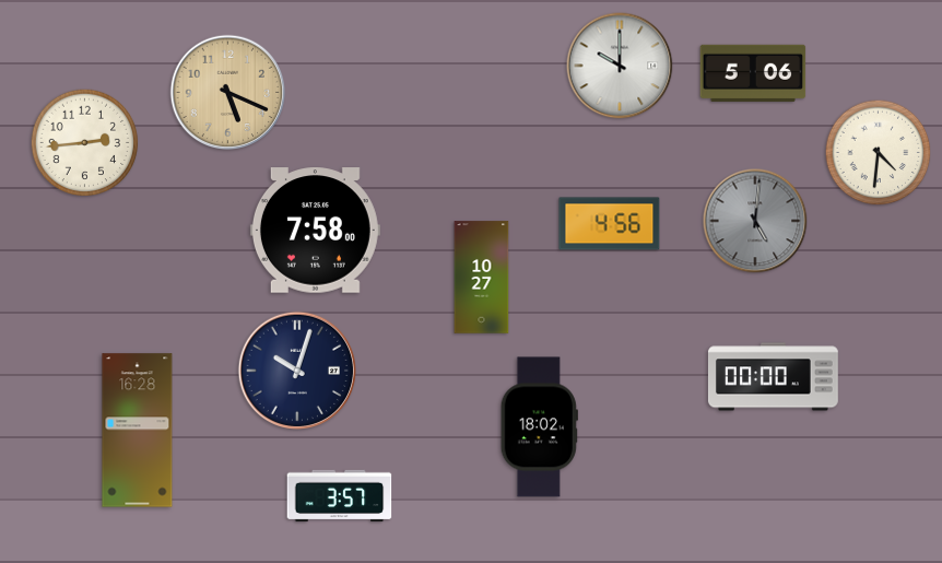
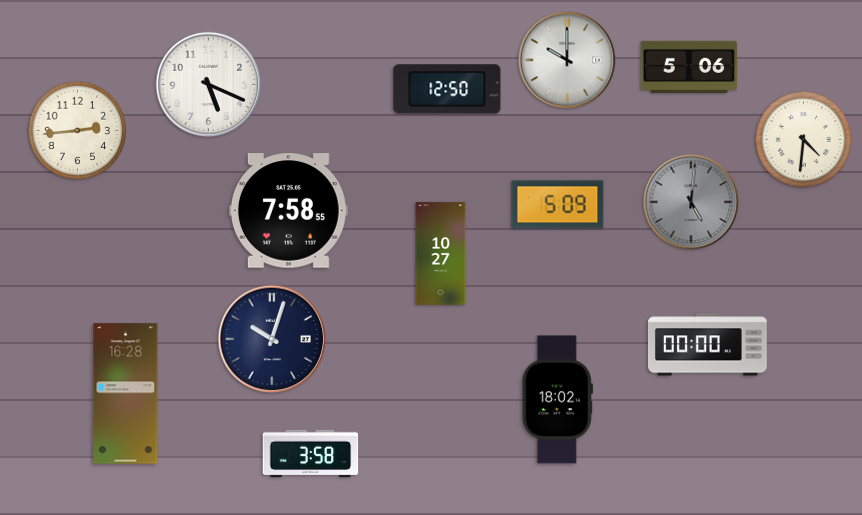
clock at (228, 93) dial: champagne -> white
clock at (447, 89): none -> 12:50
clock at (610, 224): 4:56 -> 5:09
clock at (315, 231): 7:58:00 -> 7:58:55
clock at (539, 427) position: (539, 427) -> (557, 400)
clock at (340, 496): 3:57 -> 3:58
